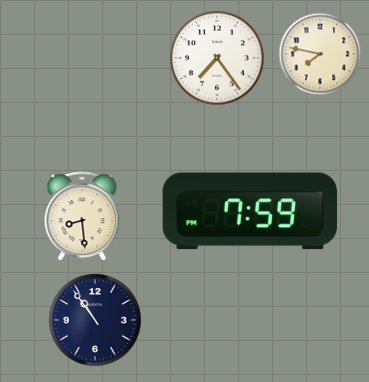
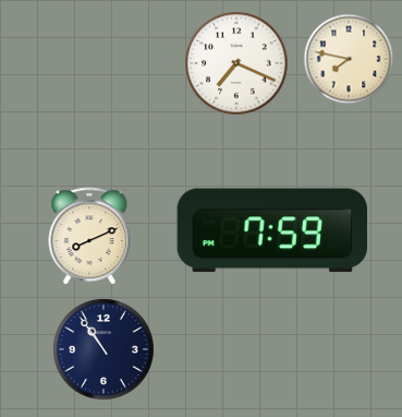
clock at (217, 58): 7:24 -> 7:19
clock at (82, 217): 8:29 -> 8:11
